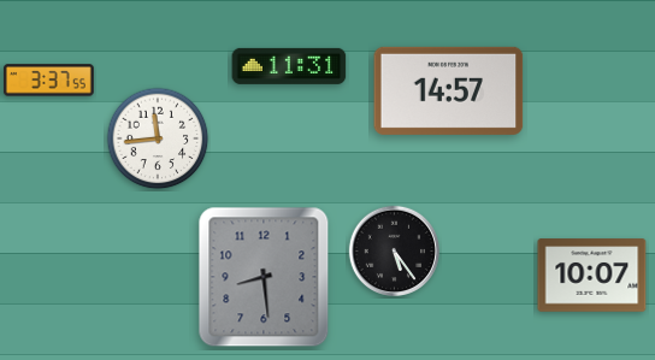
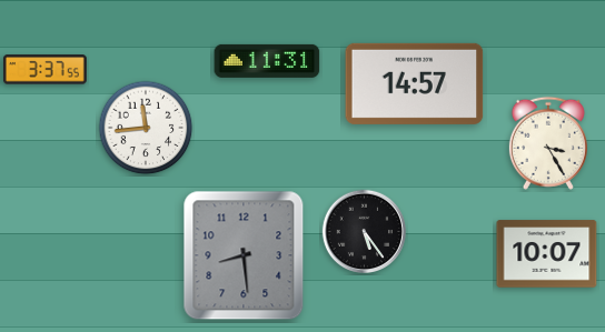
clock at (48, 81) position: (48, 81) -> (44, 70)
clock at (548, 143): none -> 3:25
